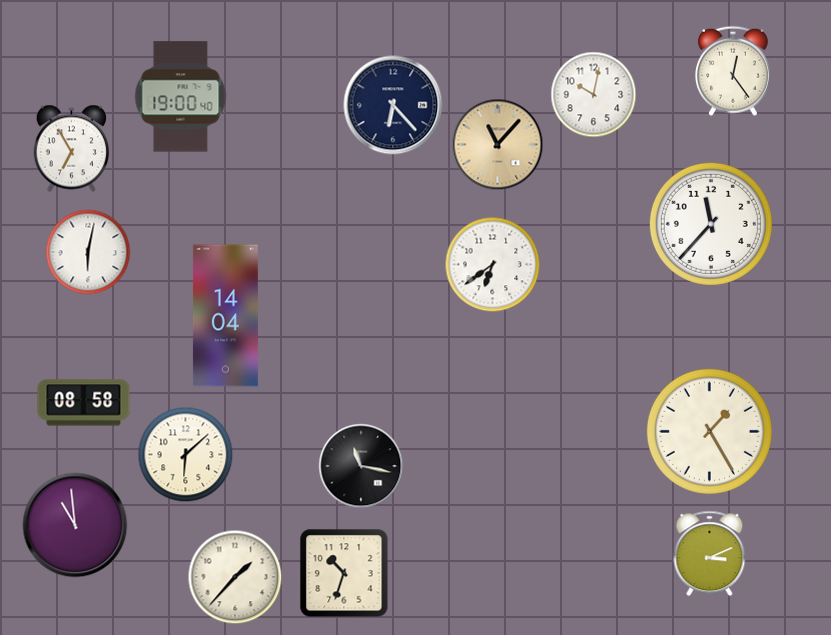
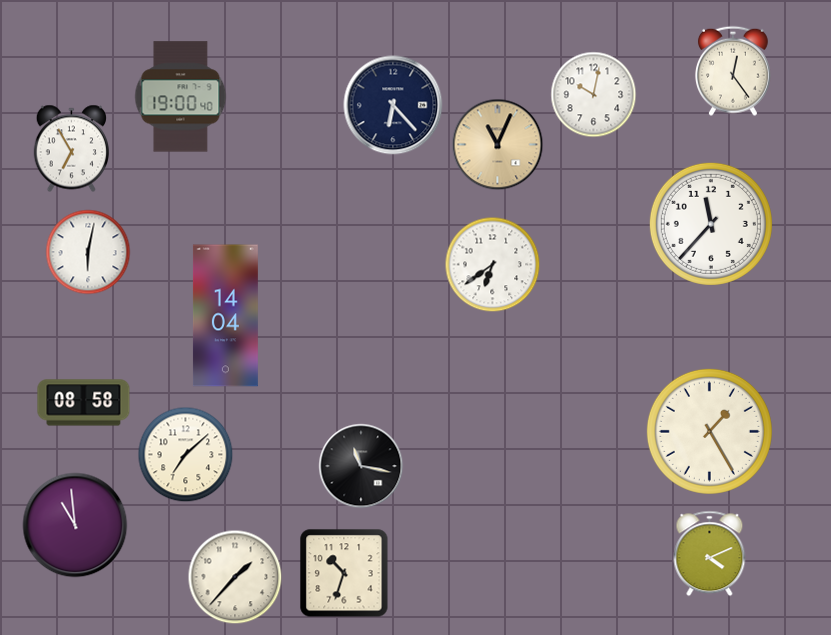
clock at (498, 145): 11:07 -> 11:04
clock at (186, 455): 6:08 -> 7:08
clock at (710, 554): 3:11 -> 4:11
